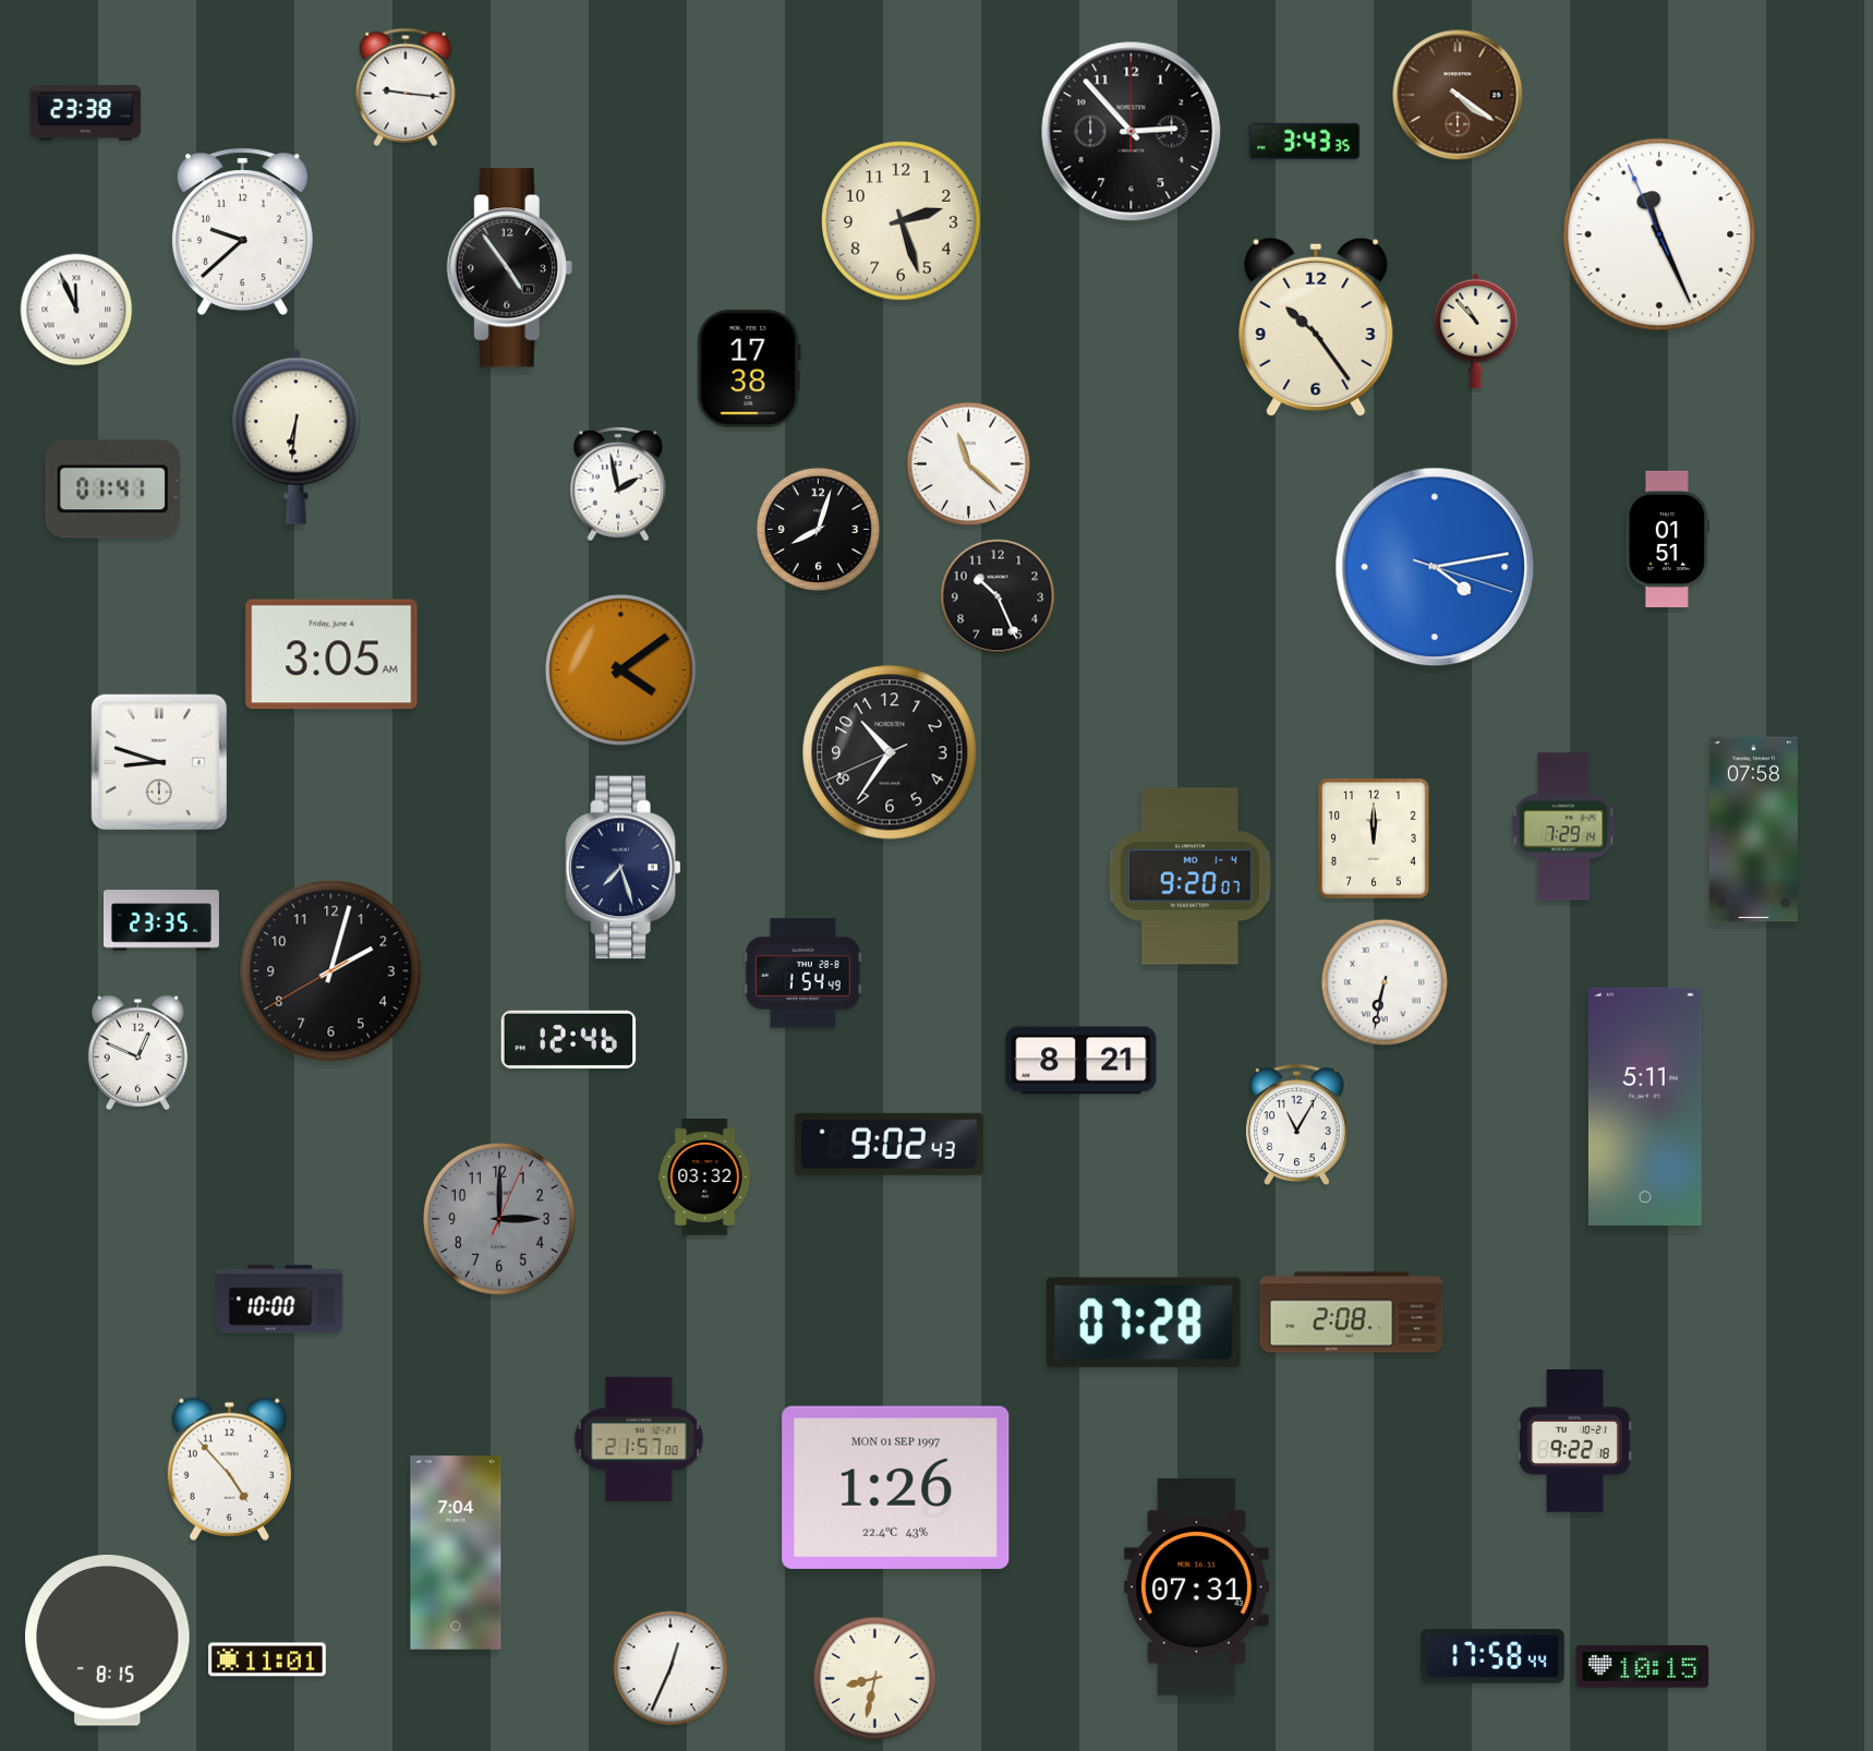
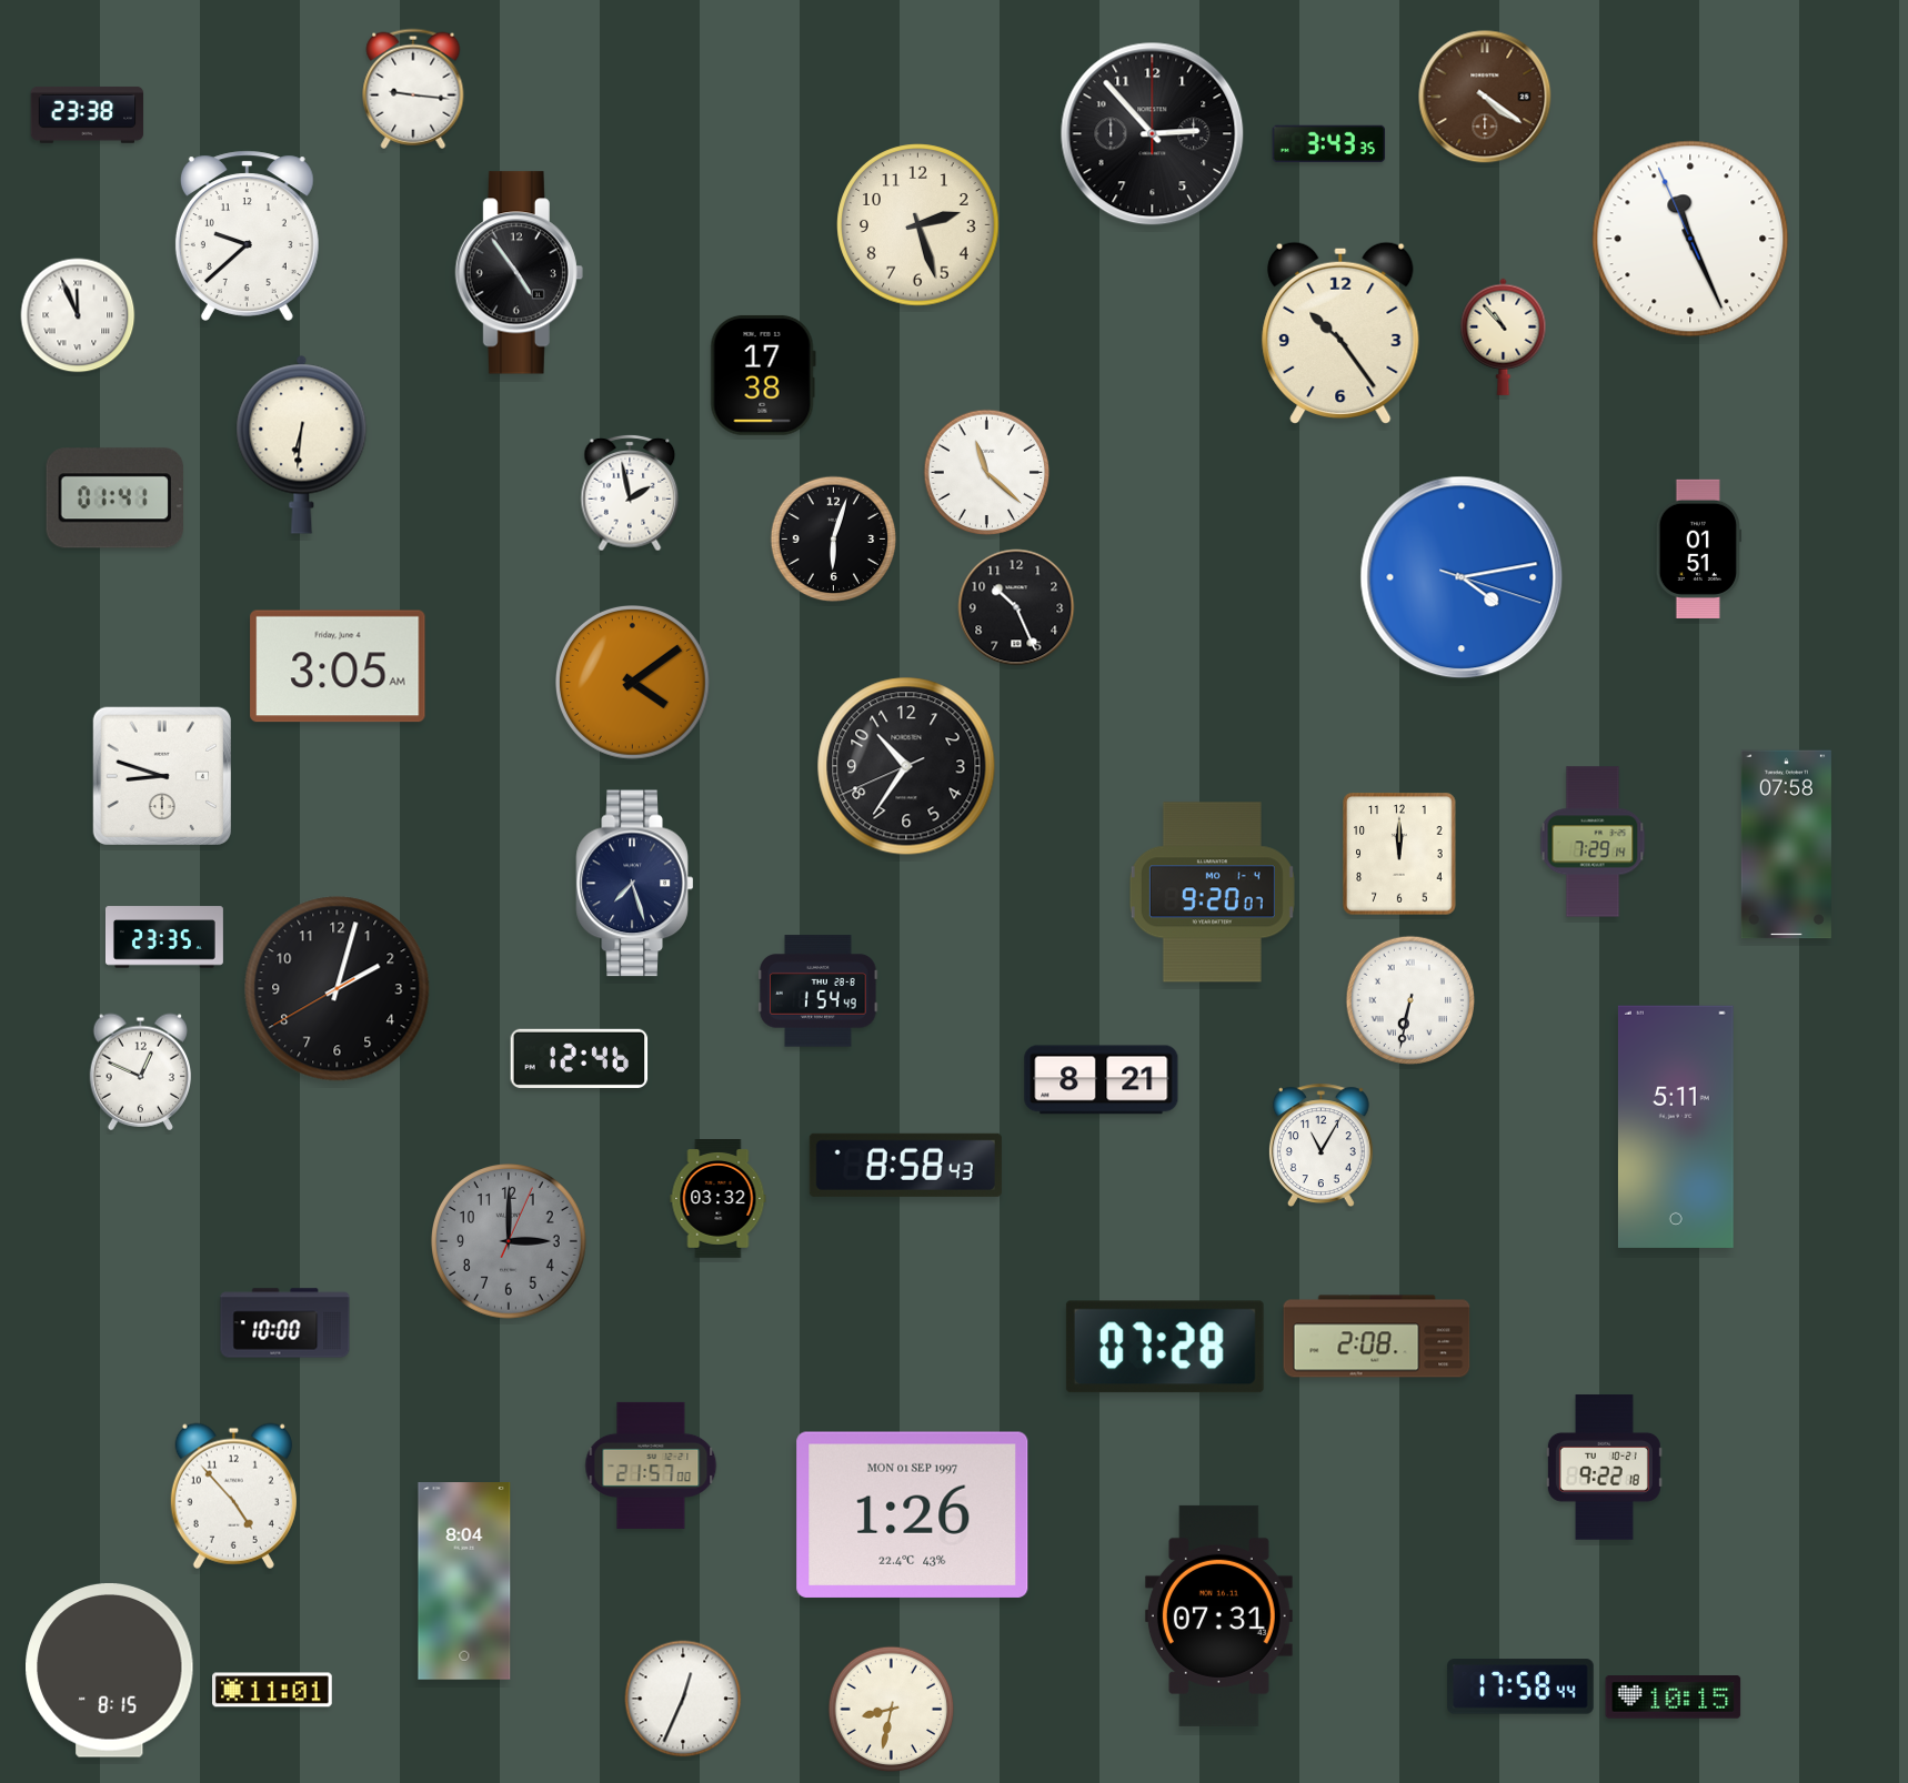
clock at (819, 530): 8:03 -> 6:03
clock at (889, 1144): 9:02 -> 8:58
clock at (456, 1554): 7:04 -> 8:04
